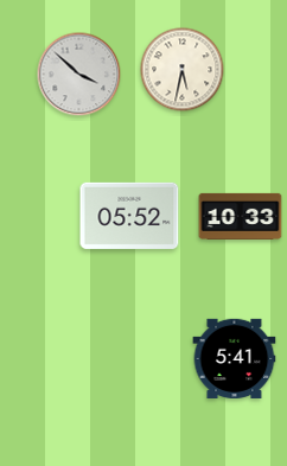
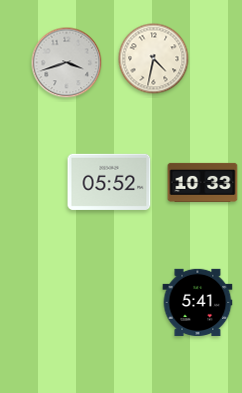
clock at (183, 70): 5:32 -> 4:32
clock at (79, 75): 3:52 -> 3:42
